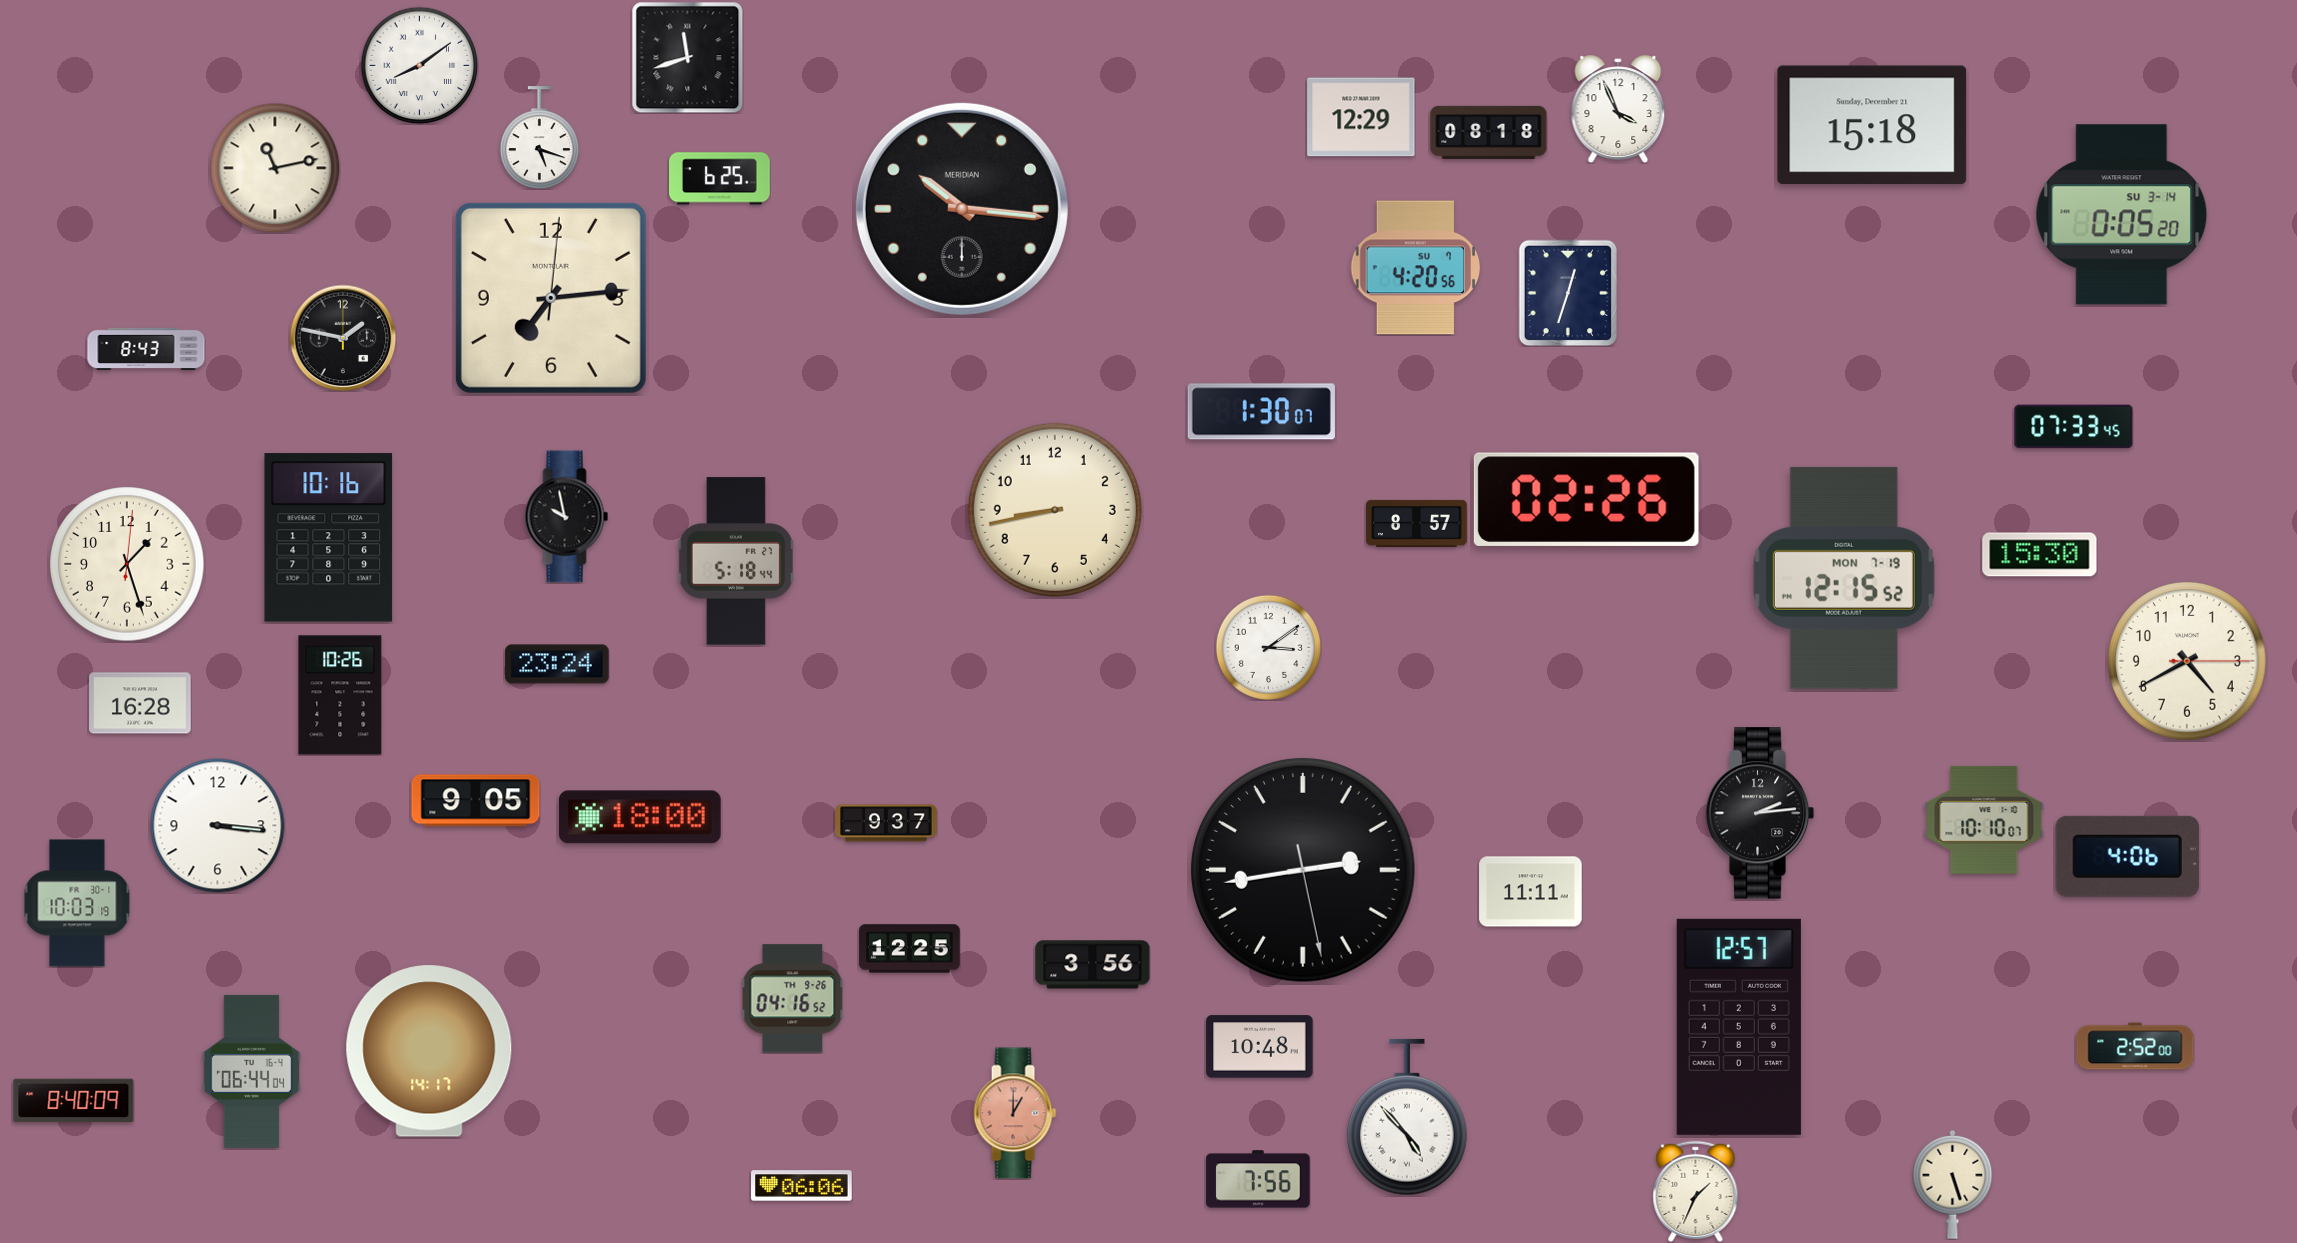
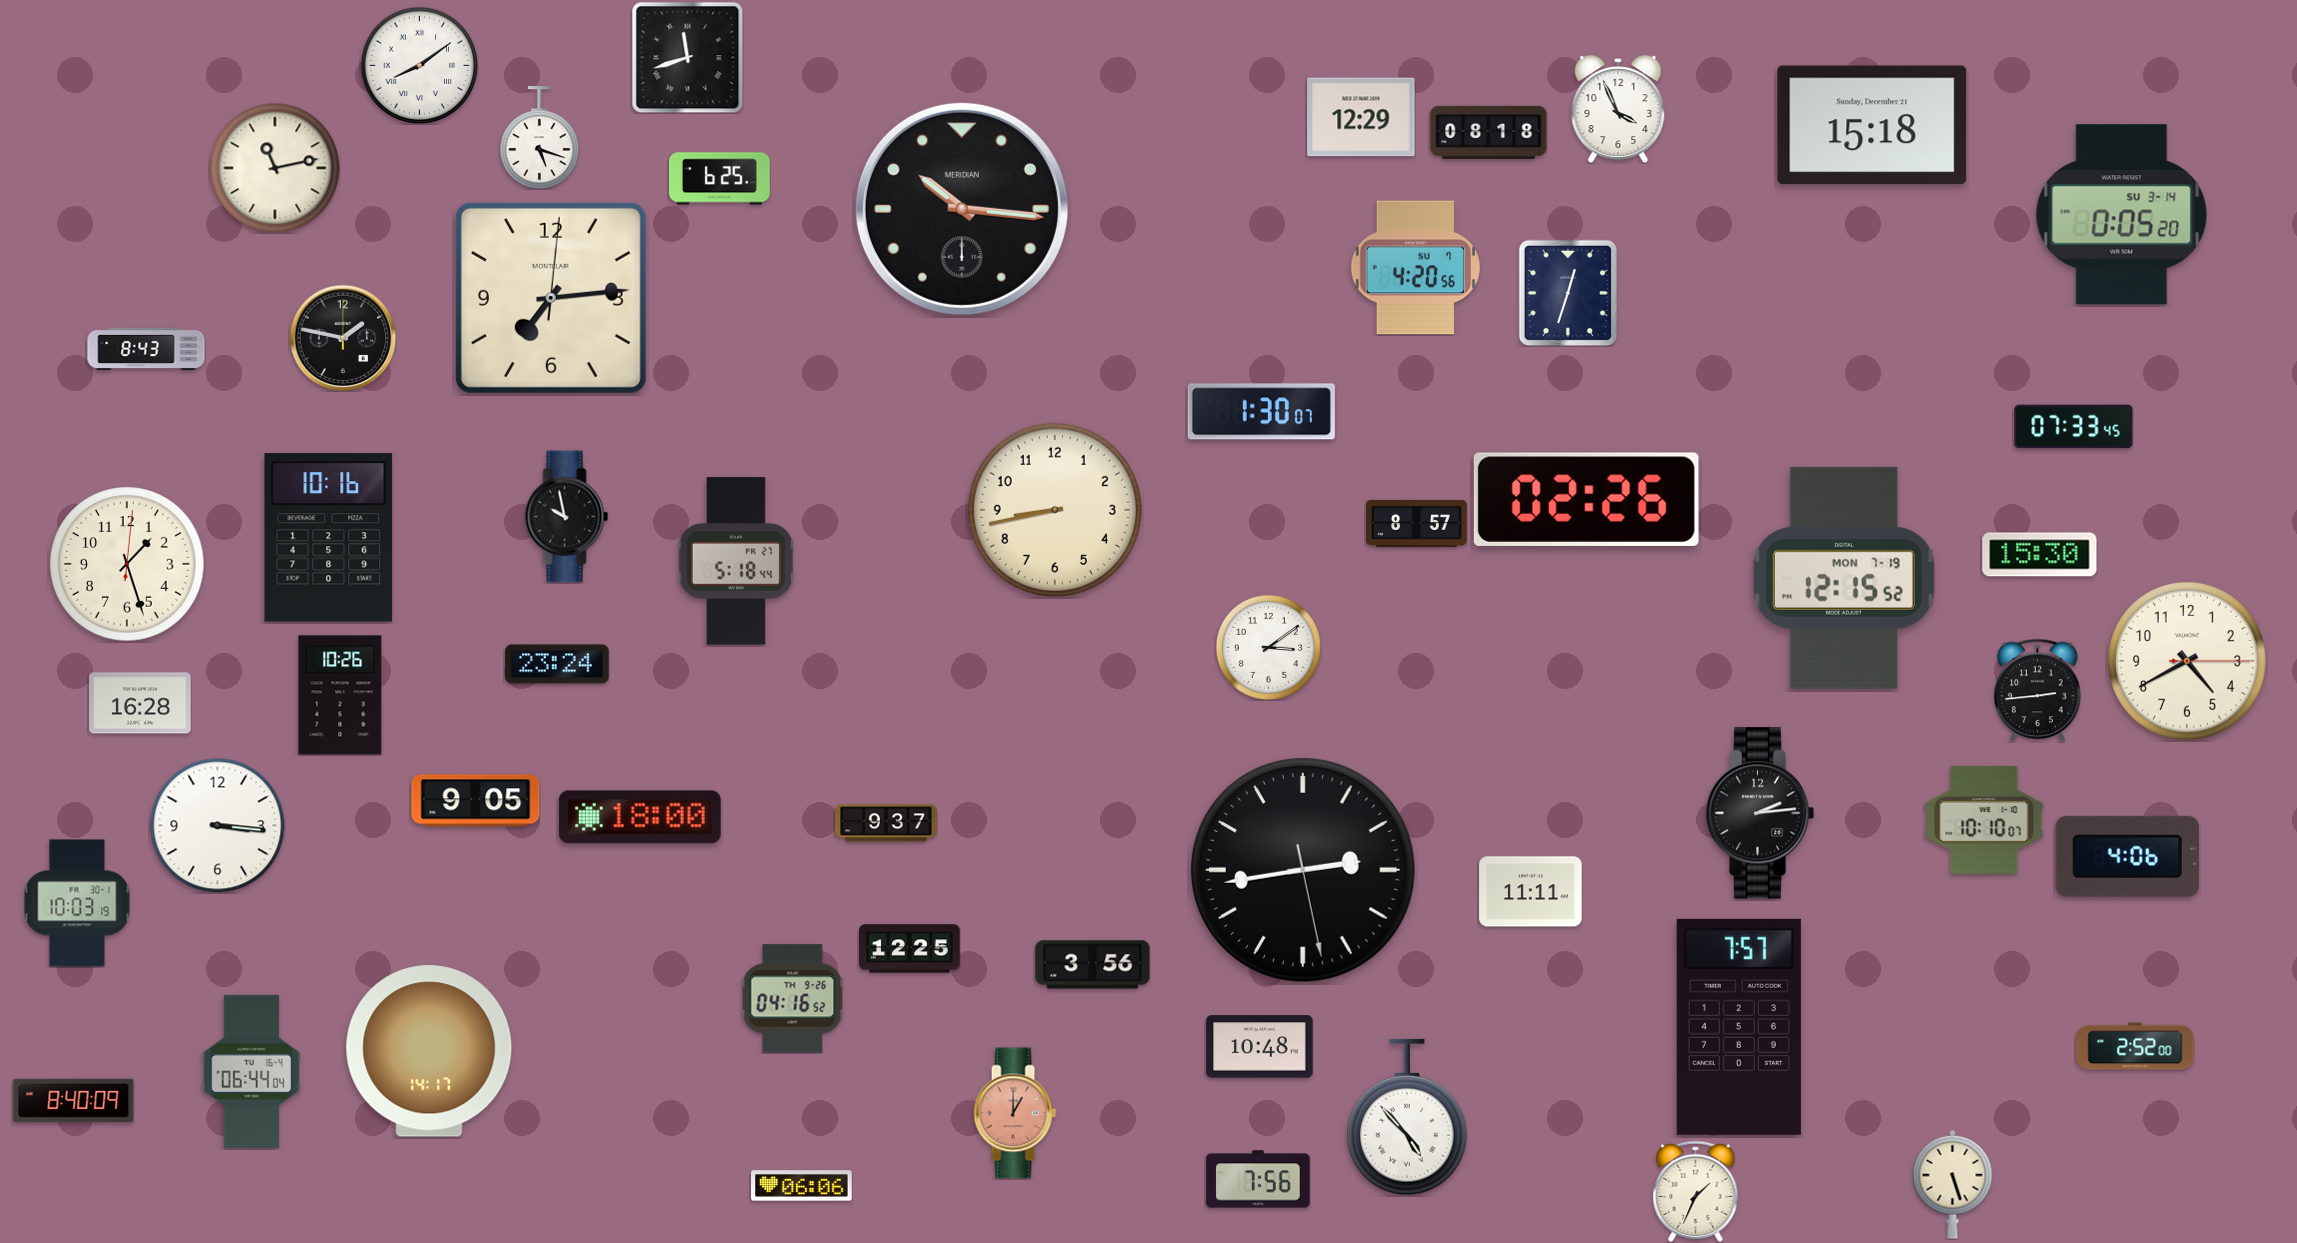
clock at (2037, 690): none -> 2:44
clock at (1739, 1027): 12:57 -> 7:57
